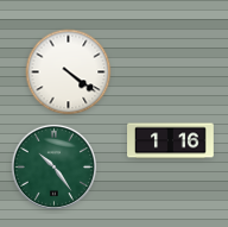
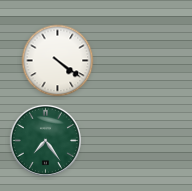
clock at (171, 141): 1:16 -> none
clock at (53, 166): 10:24 -> 7:24
